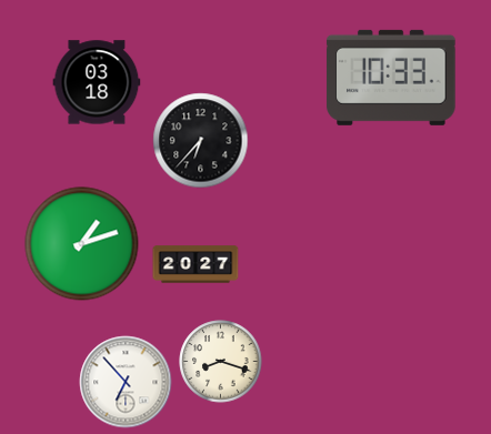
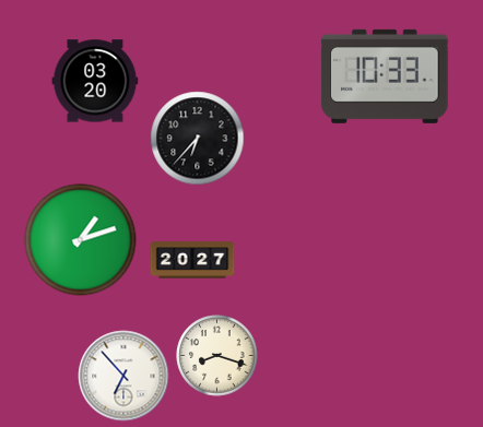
clock at (97, 82): 03:18 -> 03:20
